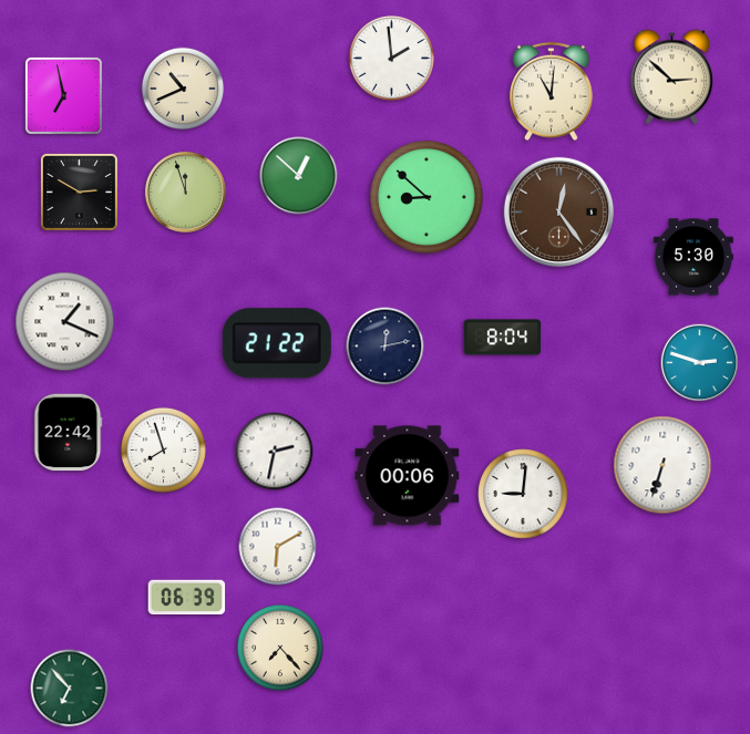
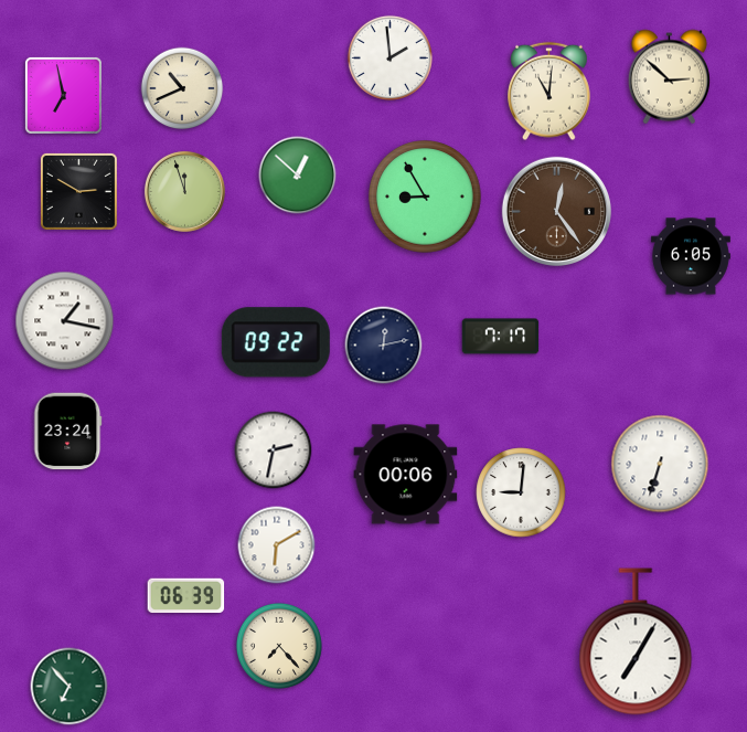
clock at (427, 197): 8:52 -> 8:55
clock at (694, 257): 5:30 -> 6:05
clock at (65, 322): 1:19 -> 1:17
clock at (503, 338): 8:04 -> 7:17
clock at (277, 343): 21:22 -> 09:22
clock at (700, 363): 2:48 -> none
clock at (69, 433): 22:42 -> 23:24
clock at (163, 449): 7:57 -> none
clock at (636, 641): none -> 7:05
